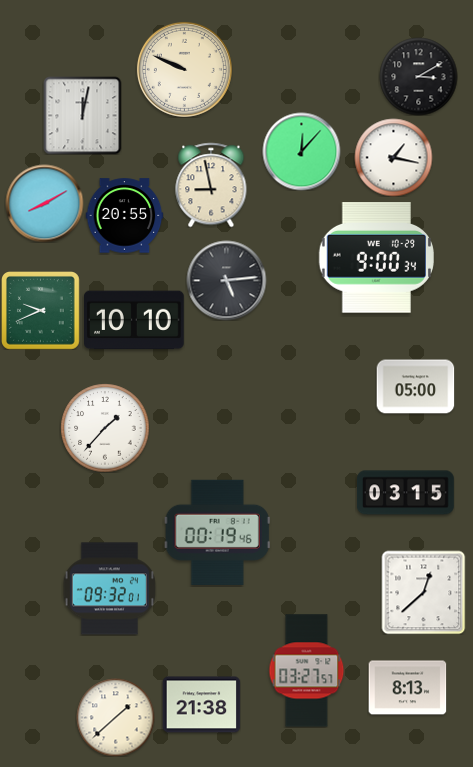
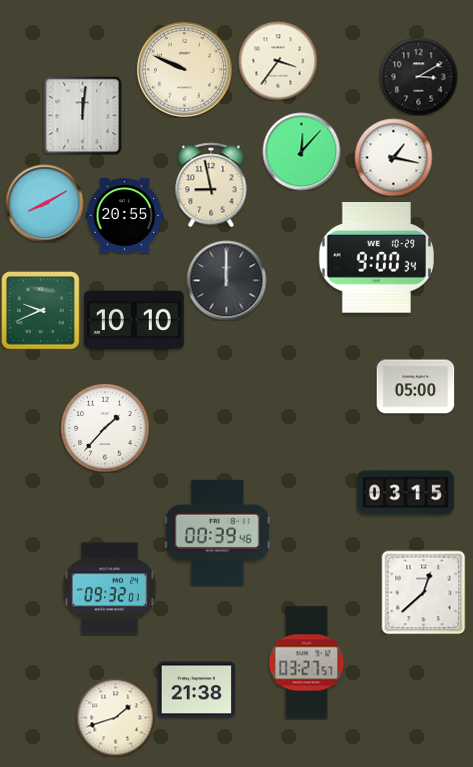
clock at (278, 61): none -> 3:36
clock at (82, 115): 12:02 -> 12:01
clock at (226, 280): 5:14 -> 12:00
clock at (217, 532): 00:19 -> 00:39
clock at (307, 671) position: (307, 671) -> (307, 663)
clock at (407, 688): 8:13 -> none
clock at (201, 705) position: (201, 705) -> (196, 690)
clock at (115, 717): 1:38 -> 1:42
